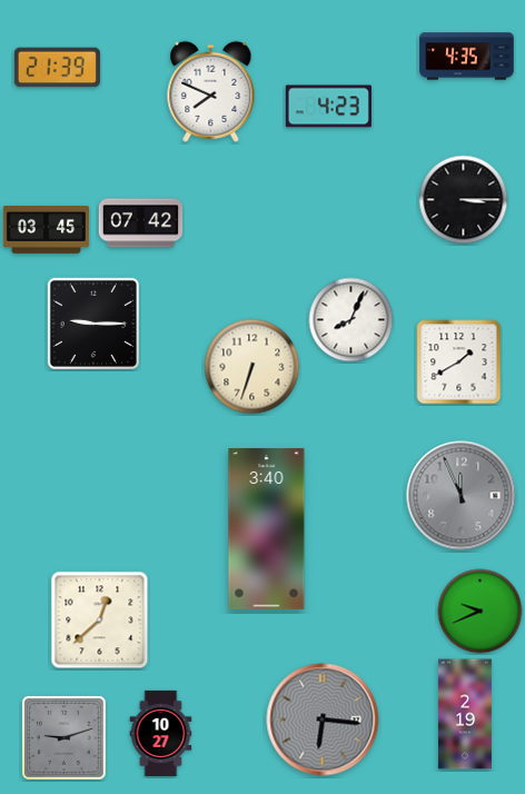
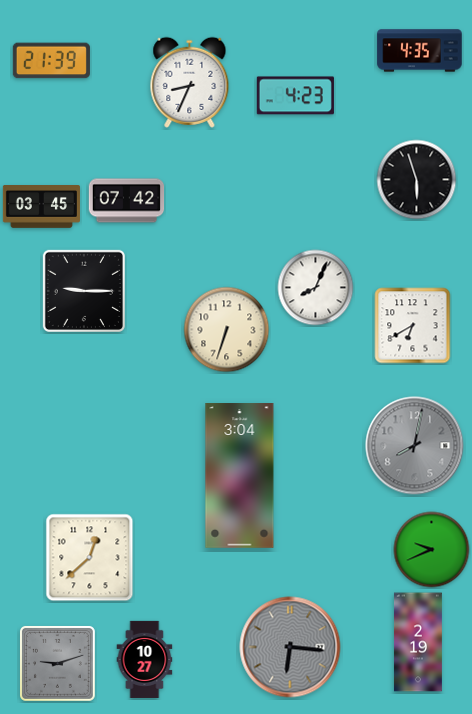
clock at (211, 91): 7:49 -> 8:34
clock at (464, 200): 3:15 -> 5:57
clock at (459, 363): 1:40 -> 6:40
clock at (462, 496): 11:56 -> 8:02
clock at (267, 529): 3:40 -> 3:04
